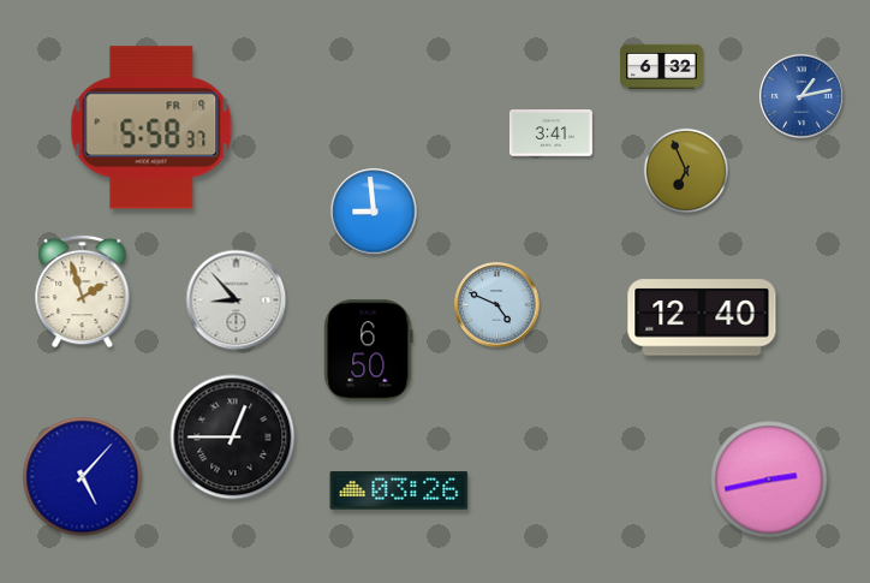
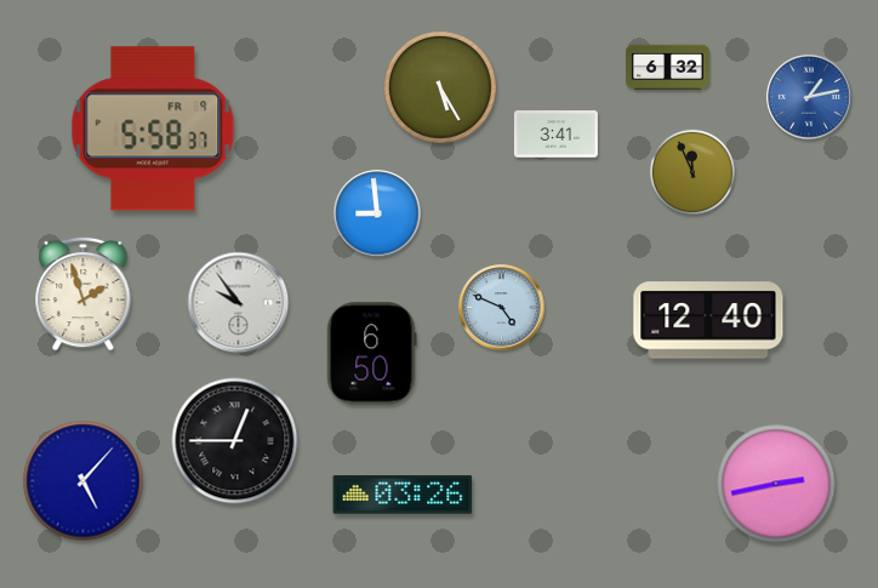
clock at (440, 87): none -> 5:25
clock at (686, 171): 6:56 -> 11:56
clock at (237, 301): 8:53 -> 9:54
